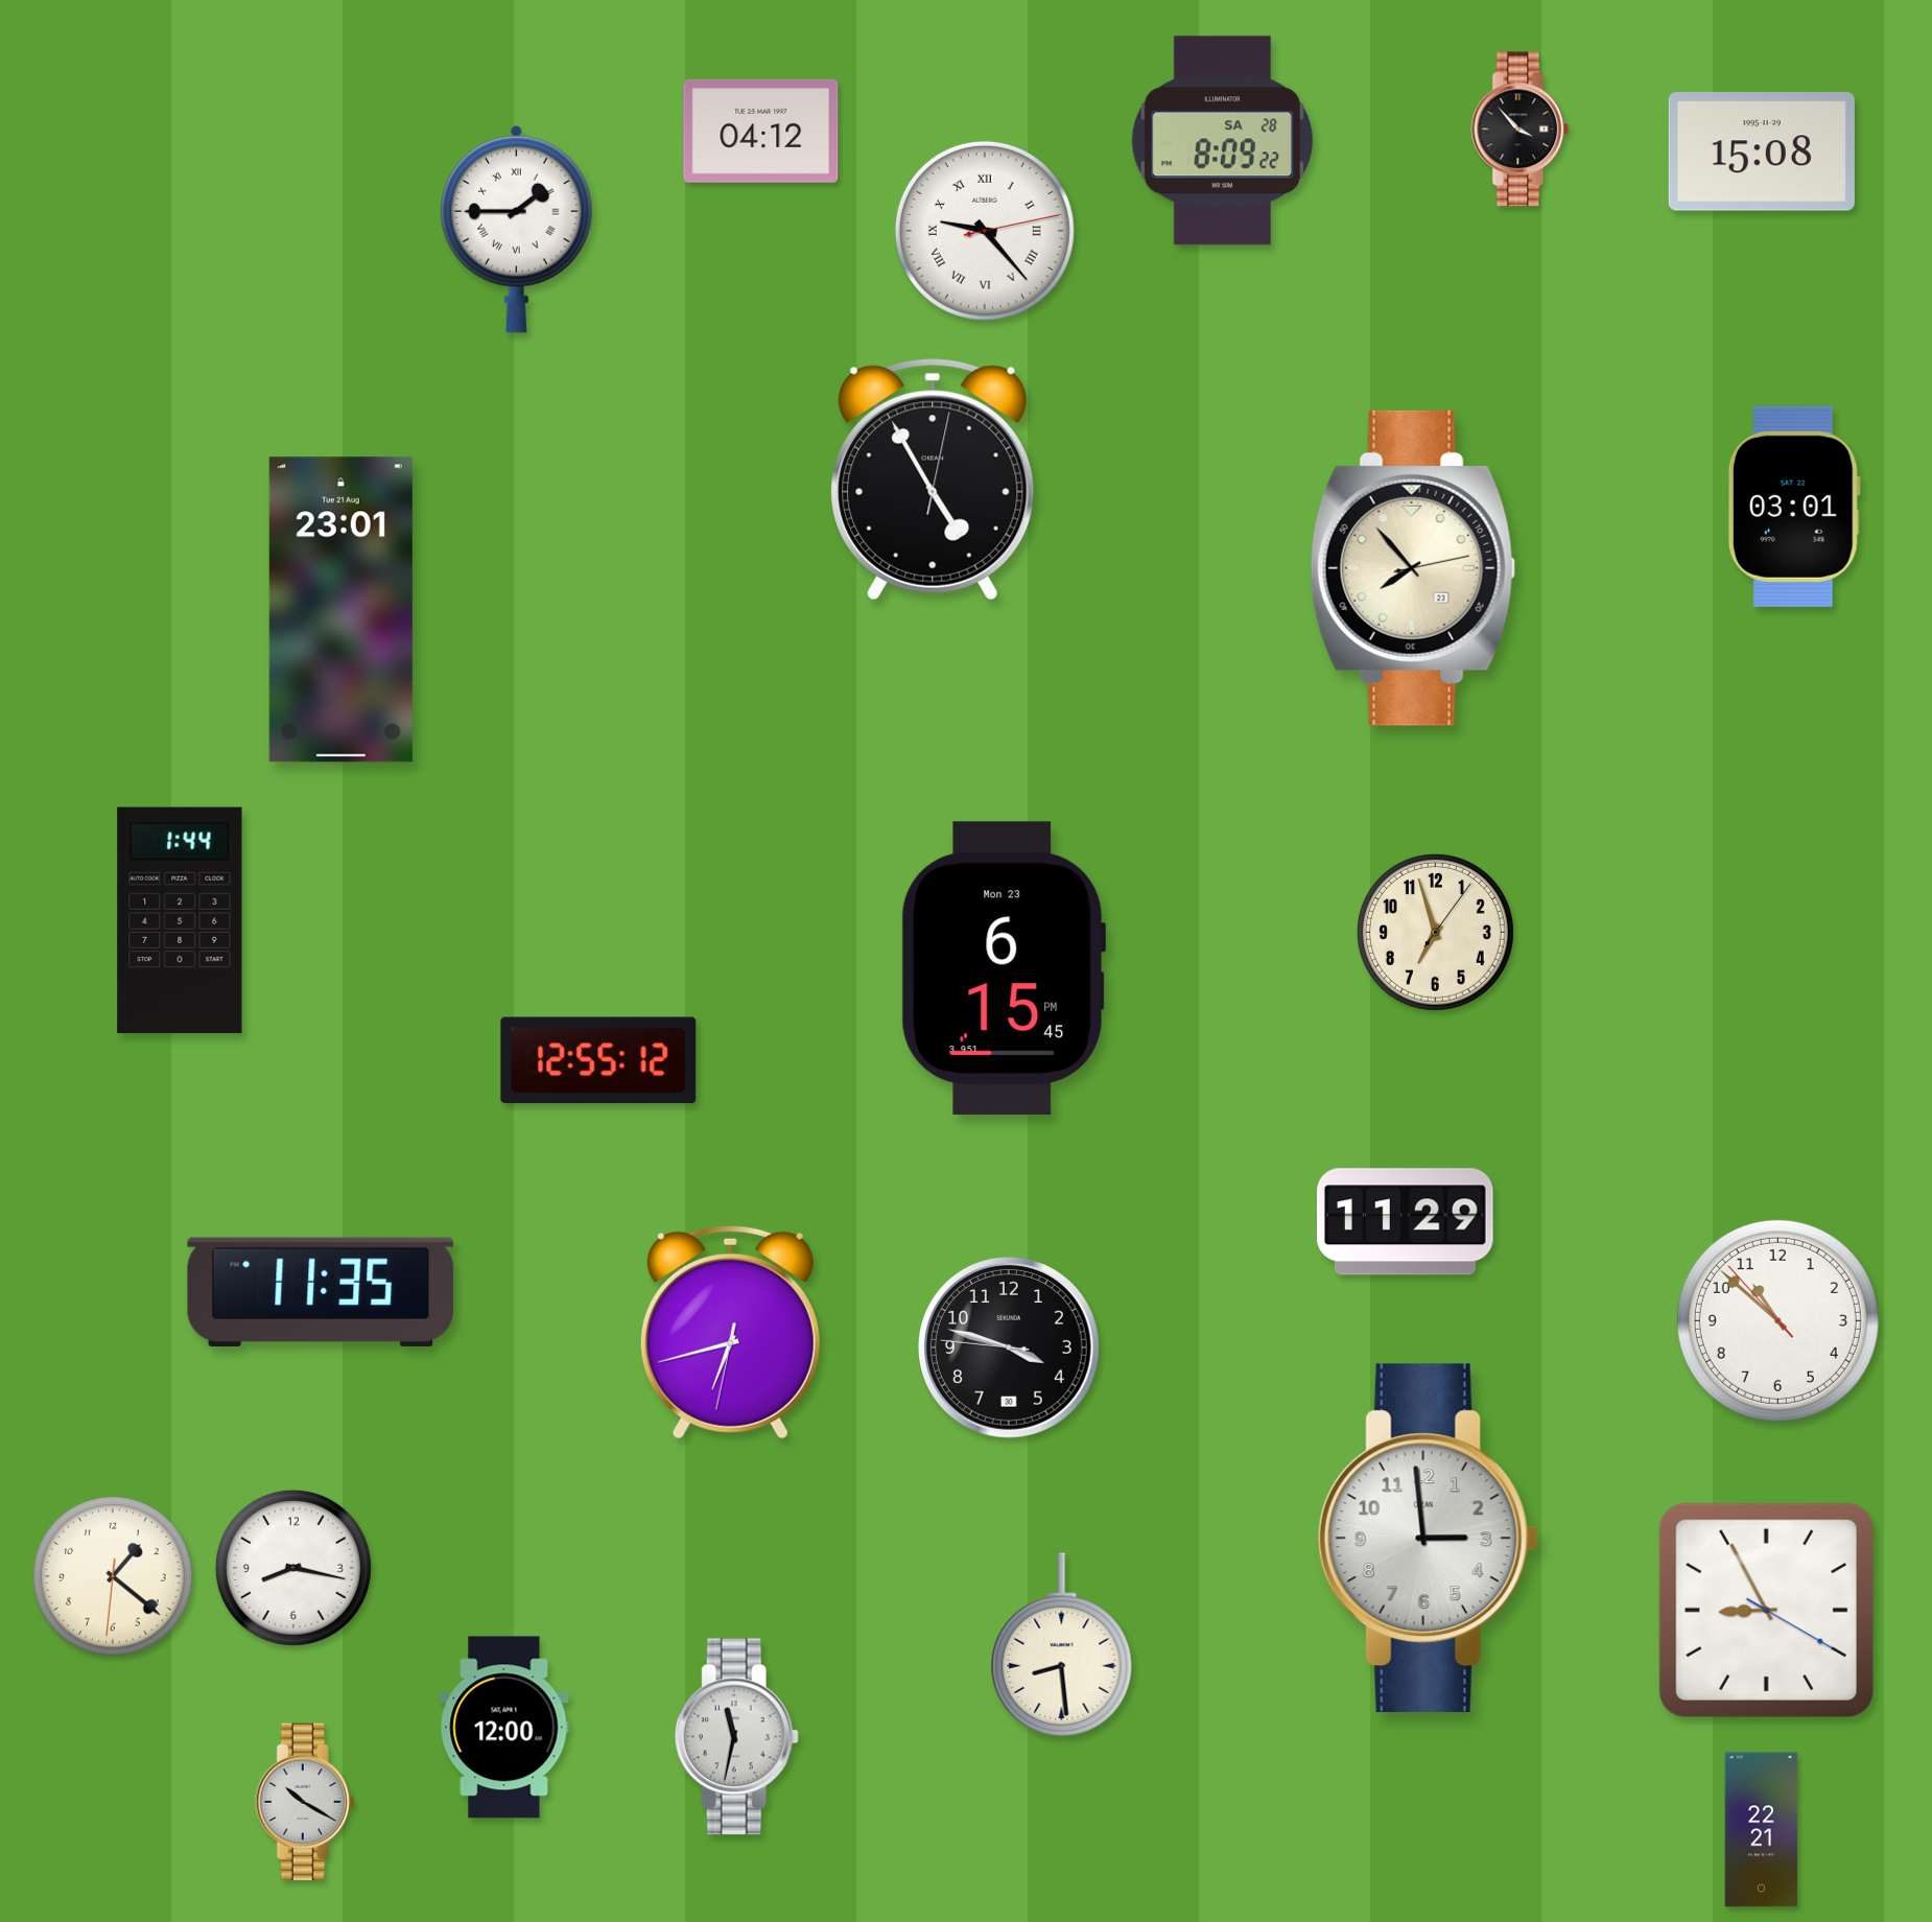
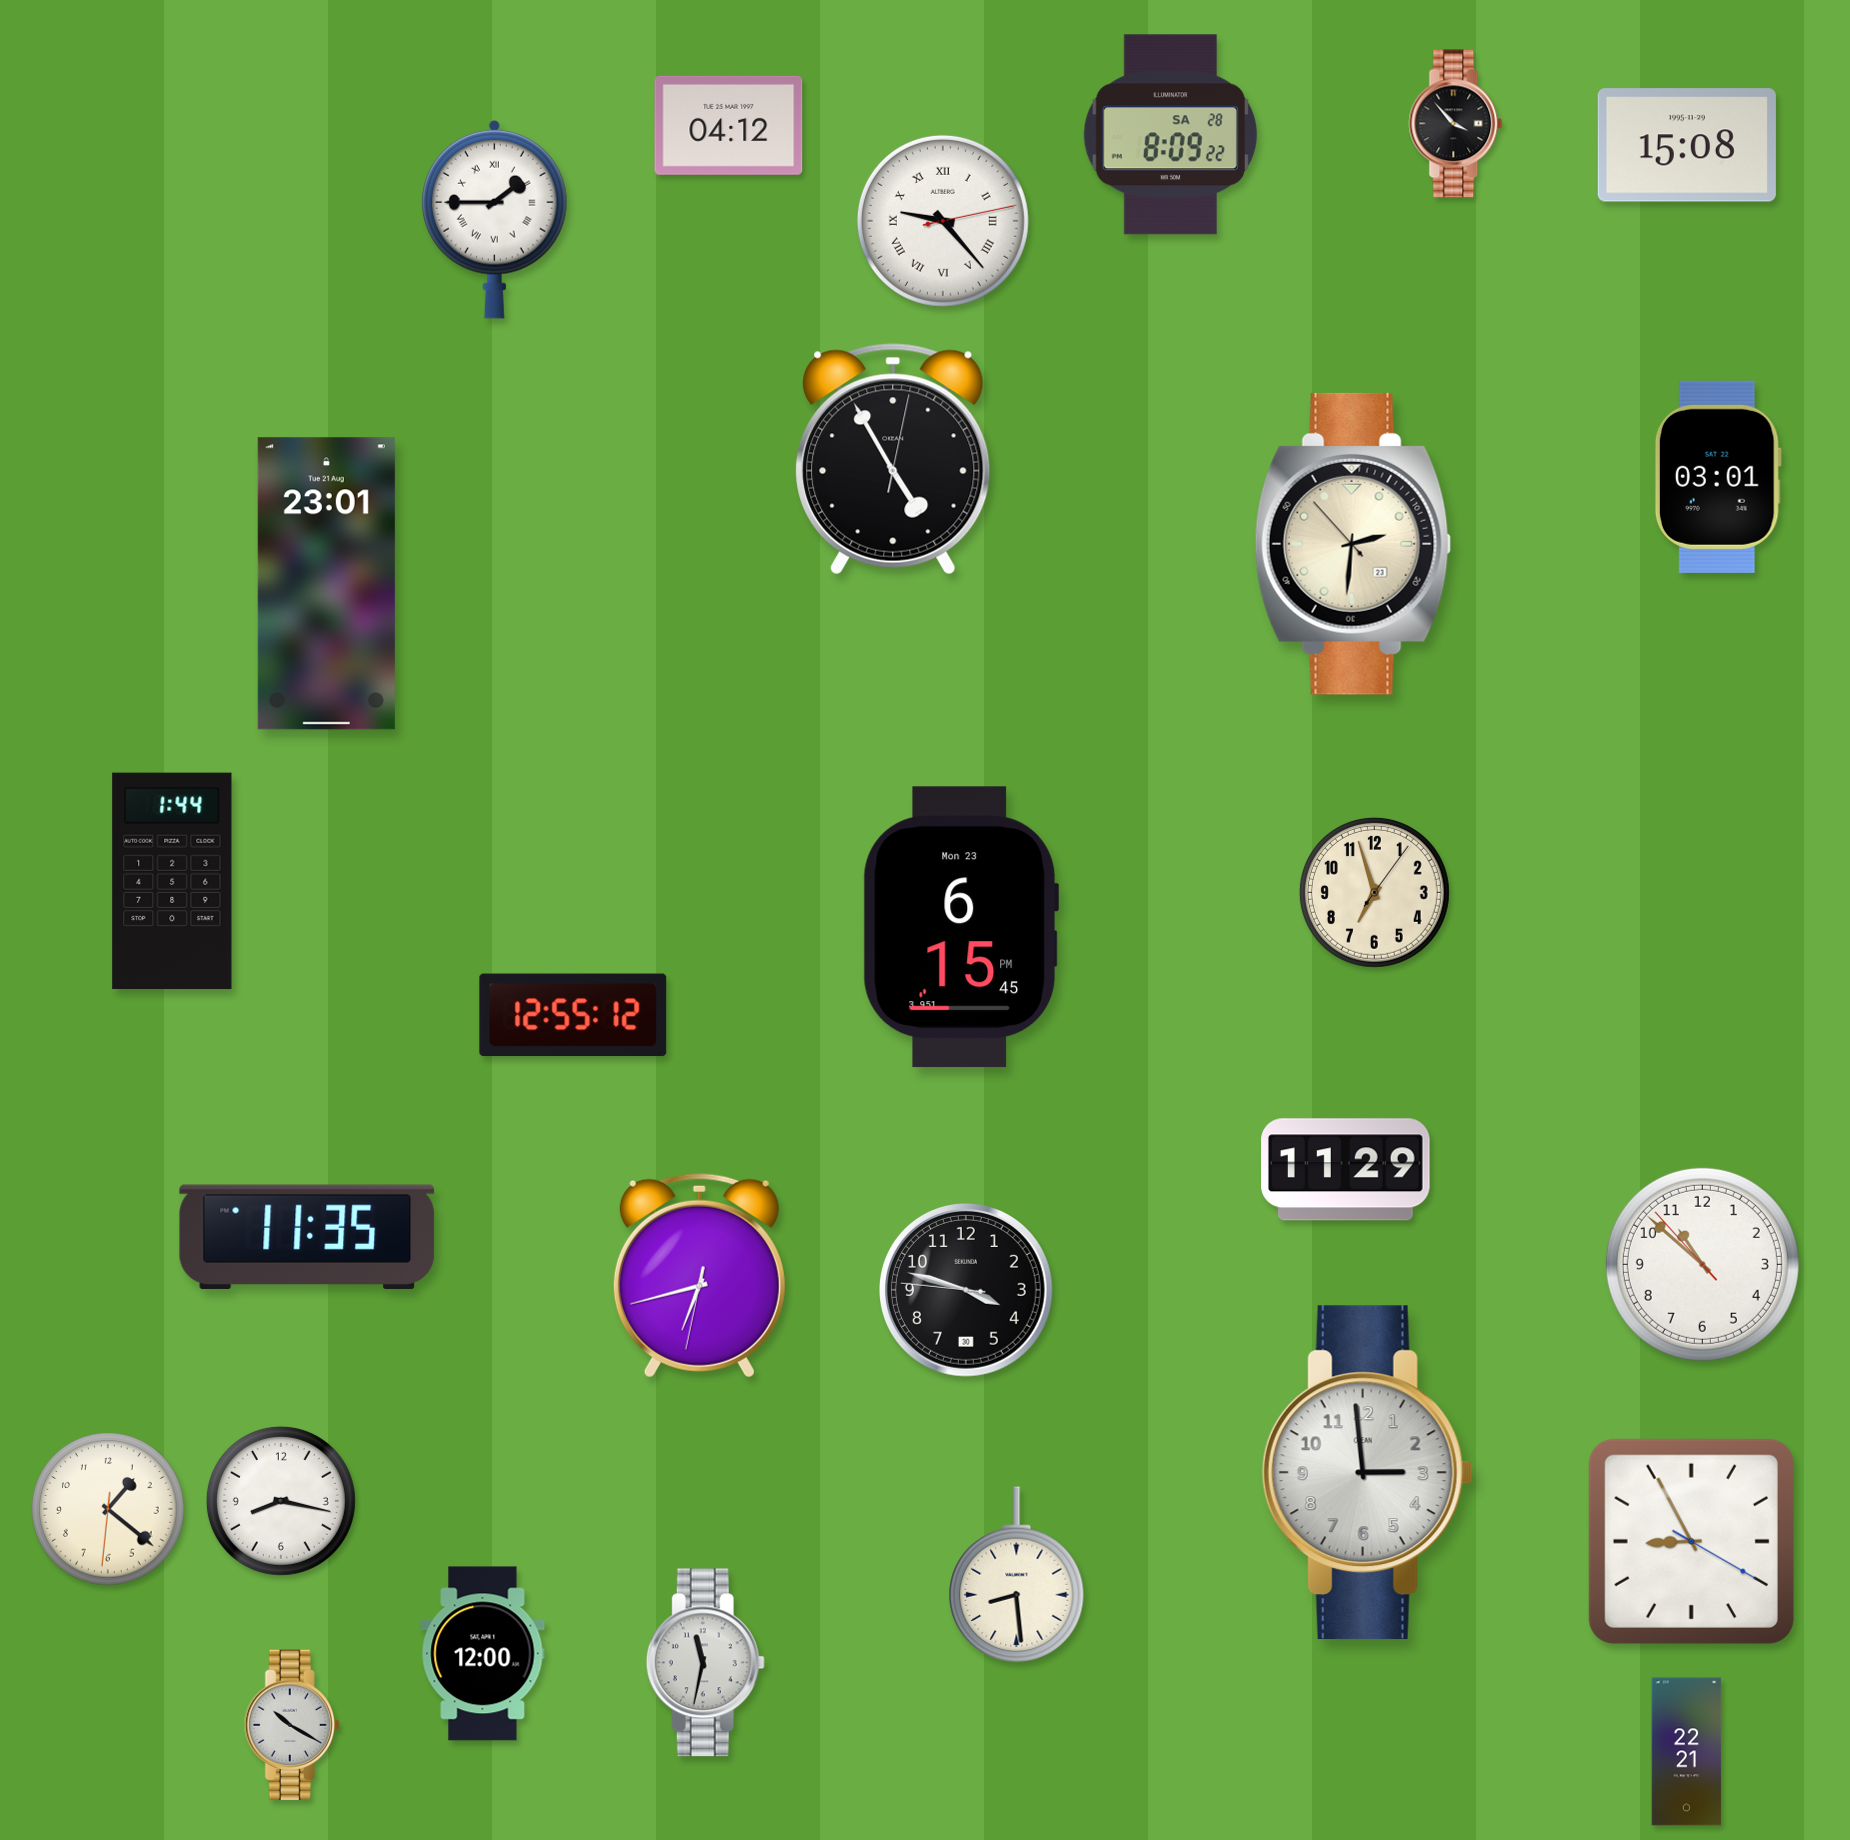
clock at (1794, 507) position: (1794, 507) -> (1718, 477)
clock at (1413, 568): 7:53 -> 2:30
